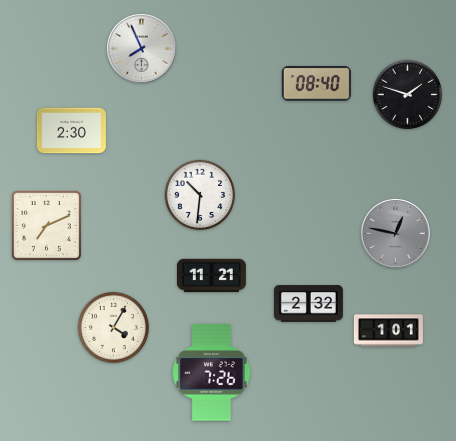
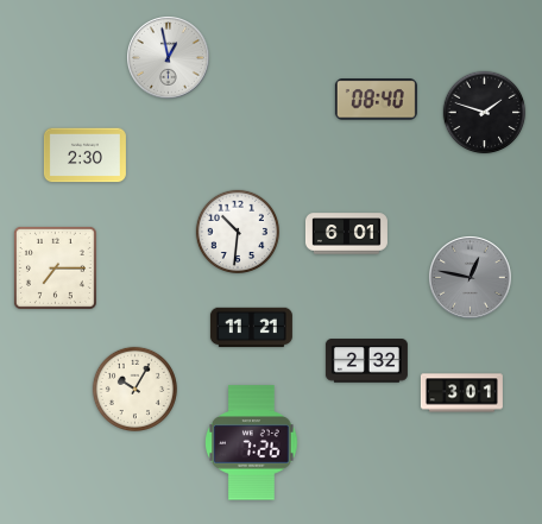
clock at (142, 49): 7:56 -> 12:58
clock at (346, 234): none -> 6:01
clock at (46, 225): 7:11 -> 7:15
clock at (113, 327): 4:05 -> 10:05
clock at (388, 331): 1:01 -> 3:01
